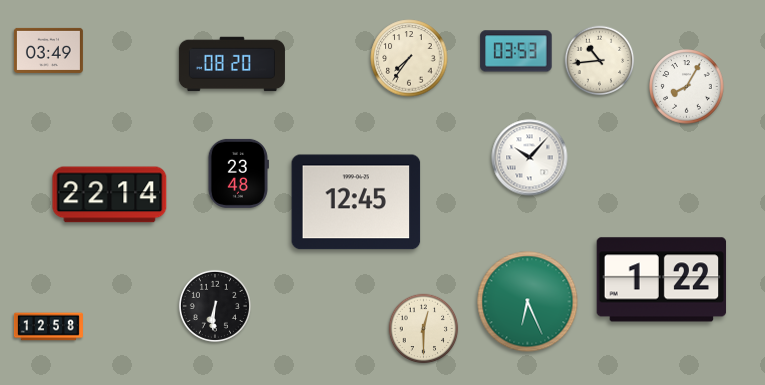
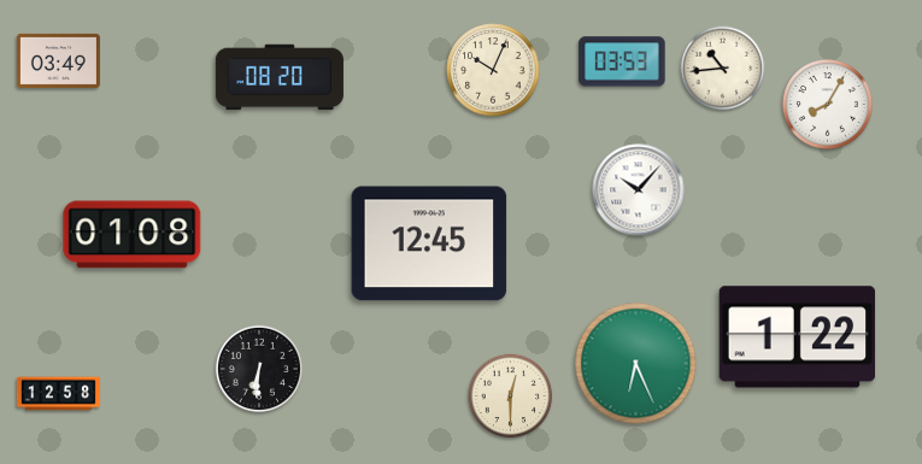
clock at (409, 58): 7:36 -> 10:04
clock at (600, 61) position: (600, 61) -> (723, 69)
clock at (238, 173): 23:48 -> none
clock at (110, 195): 22:14 -> 01:08
